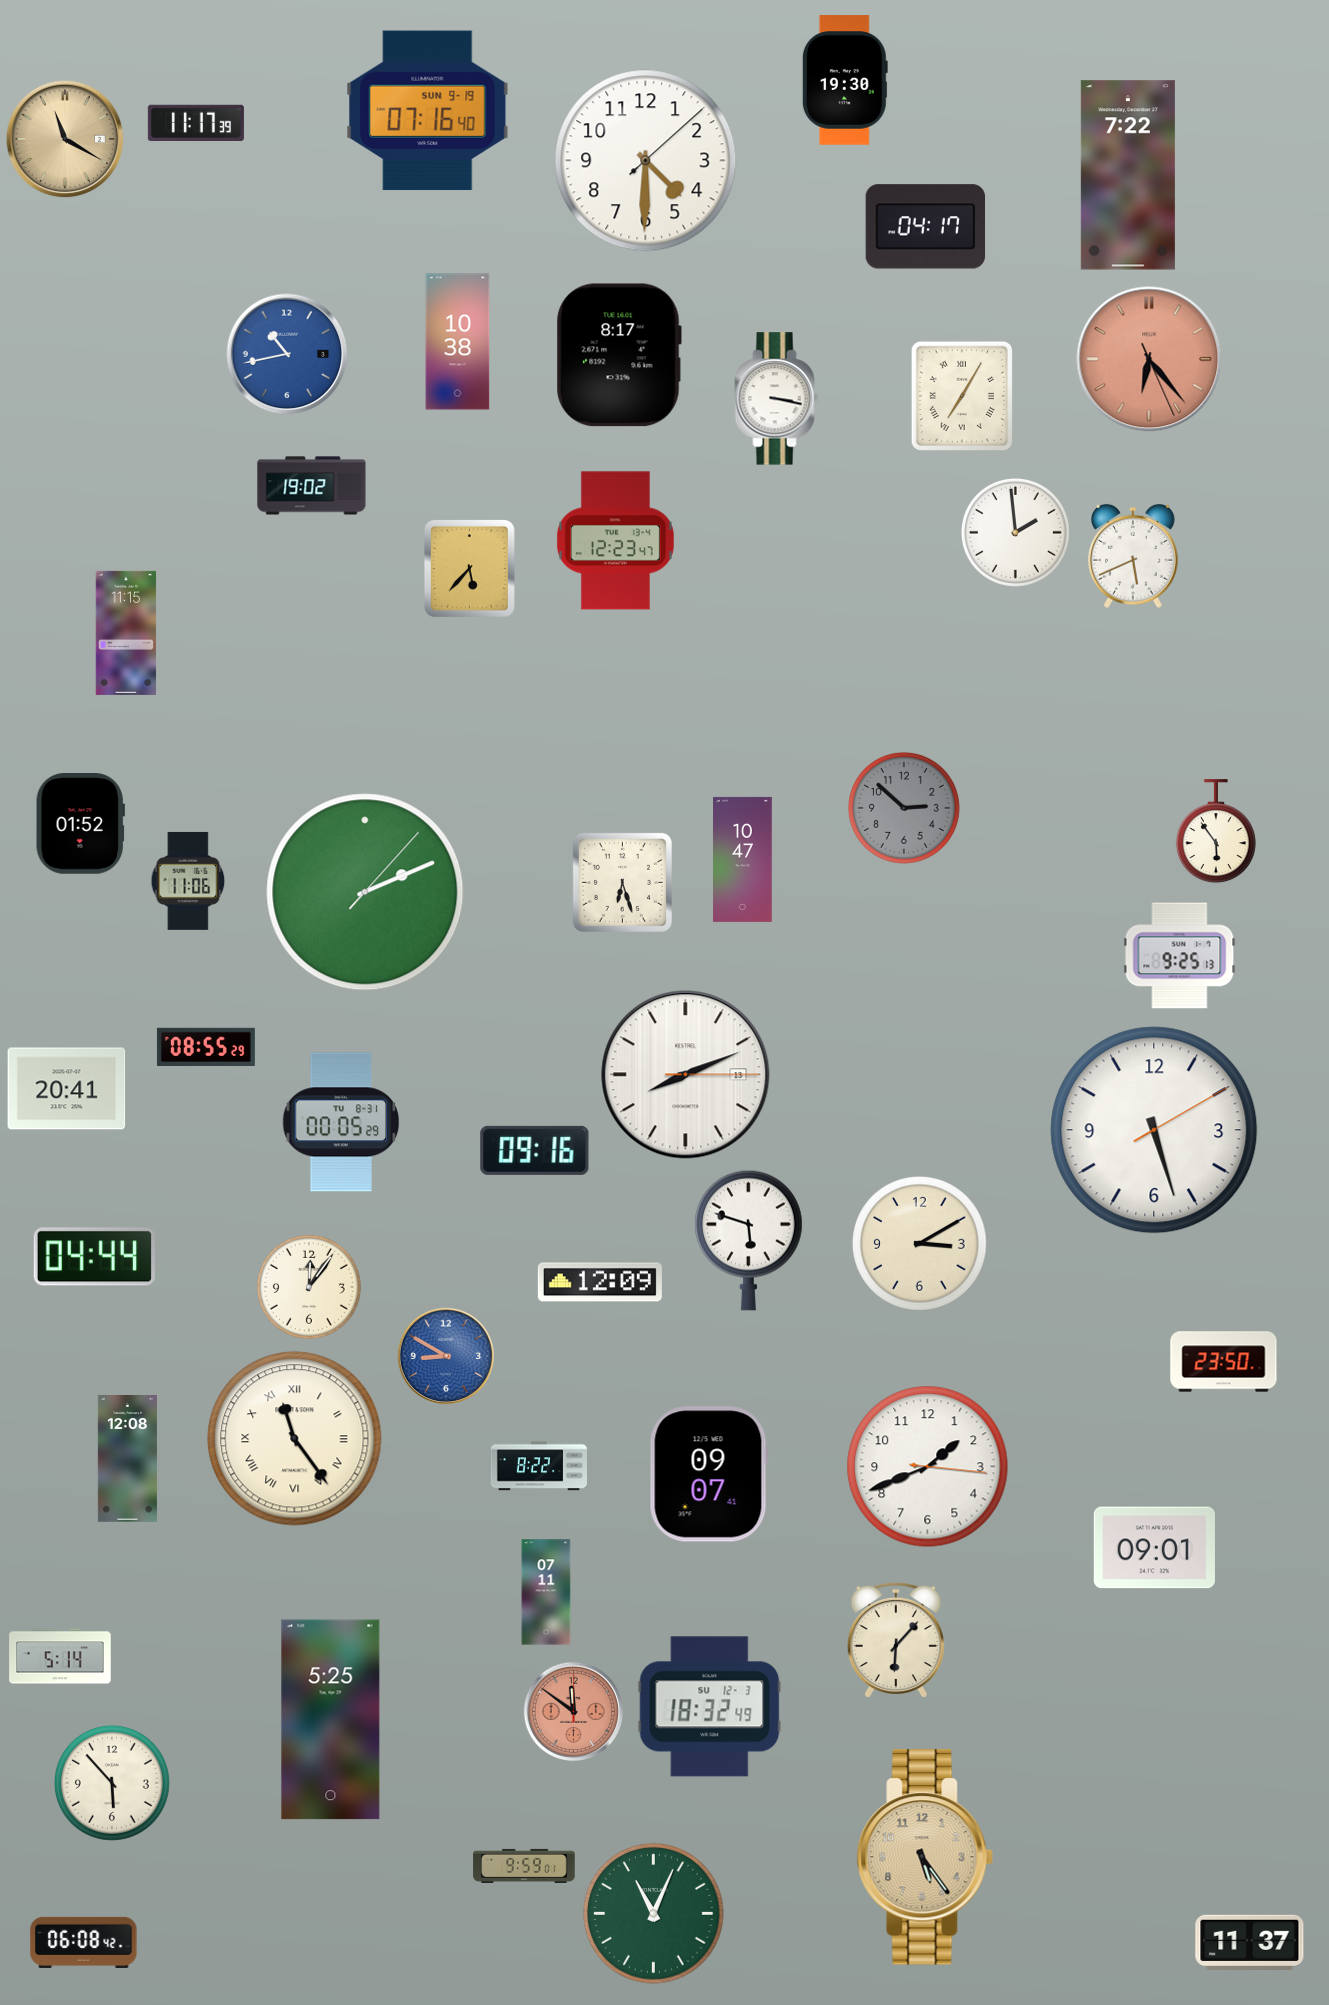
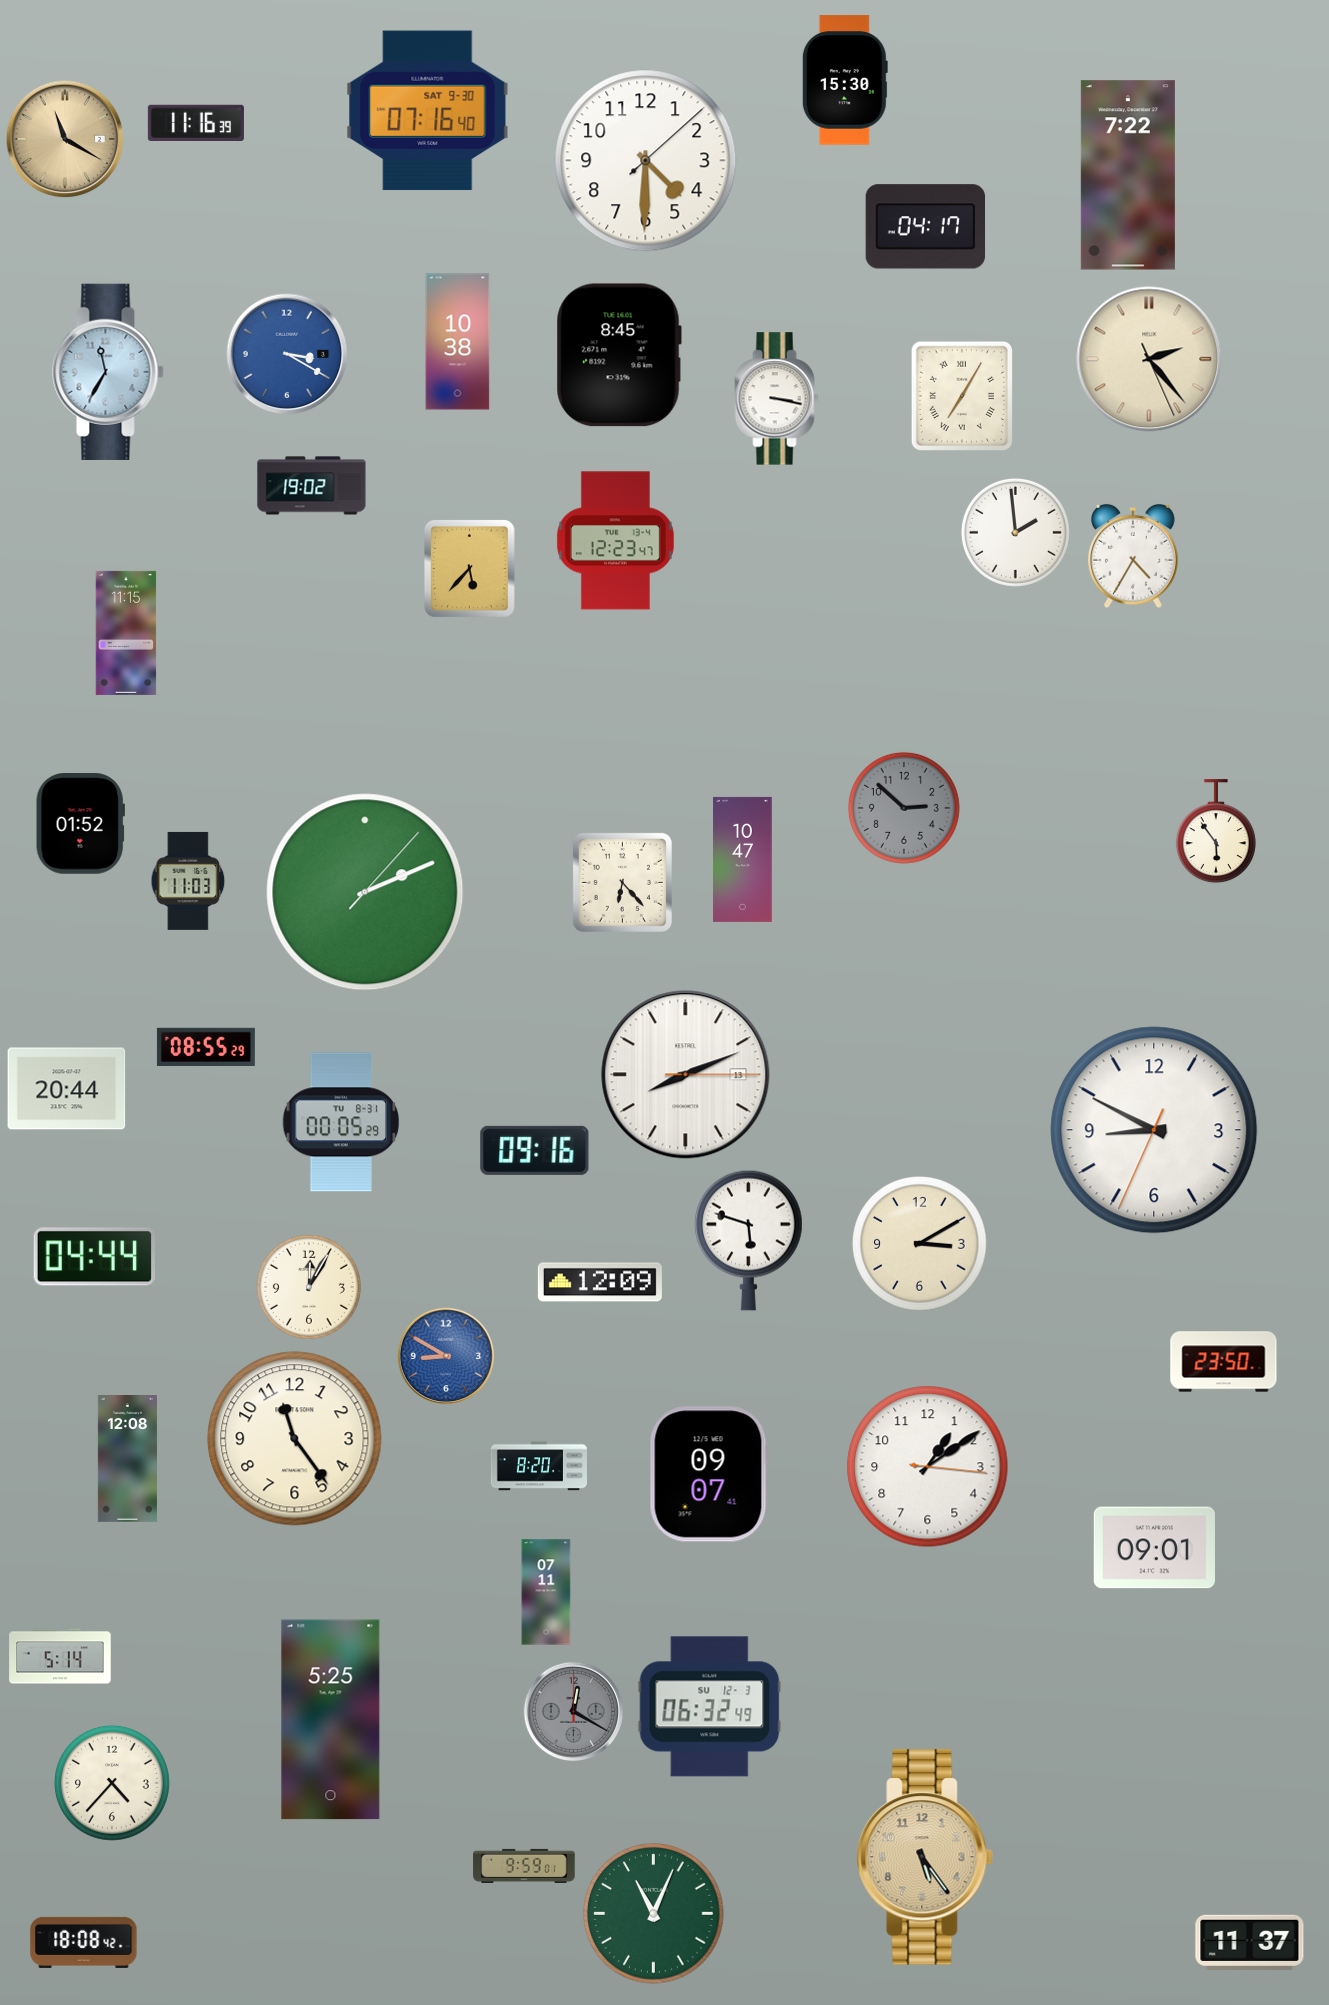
clock at (845, 80): 19:30 -> 15:30
clock at (428, 111) date: SUN 9-19 -> SAT 9-30
clock at (196, 122): 11:17 -> 11:16
clock at (287, 354): 10:43 -> 3:20
clock at (619, 355): 8:17 -> 8:45
clock at (1149, 359): 6:23 -> 2:23
clock at (1149, 359) dial: salmon -> cream
clock at (108, 372): none -> 11:35
clock at (1133, 556): 5:41 -> 4:35
clock at (188, 881): 11:06 -> 11:03
clock at (622, 882): 6:27 -> 6:23
clock at (1180, 956): 9:25 -> none
clock at (67, 1089): 20:41 -> 20:44
clock at (1154, 1130): 5:27 -> 8:49
clock at (309, 1287): 12:06 -> 12:05
clock at (295, 1439) numerals: Roman -> Arabic
clock at (539, 1466): 8:22 -> 8:20
clock at (928, 1467): 1:41 -> 1:09
clock at (896, 1640): 6:07 -> none
clock at (710, 1707): 18:32 -> 06:32
clock at (573, 1711): 11:51 -> 12:20
clock at (573, 1711) dial: salmon -> grey
clock at (112, 1783): 5:53 -> 4:37
clock at (84, 1942): 06:08 -> 18:08
